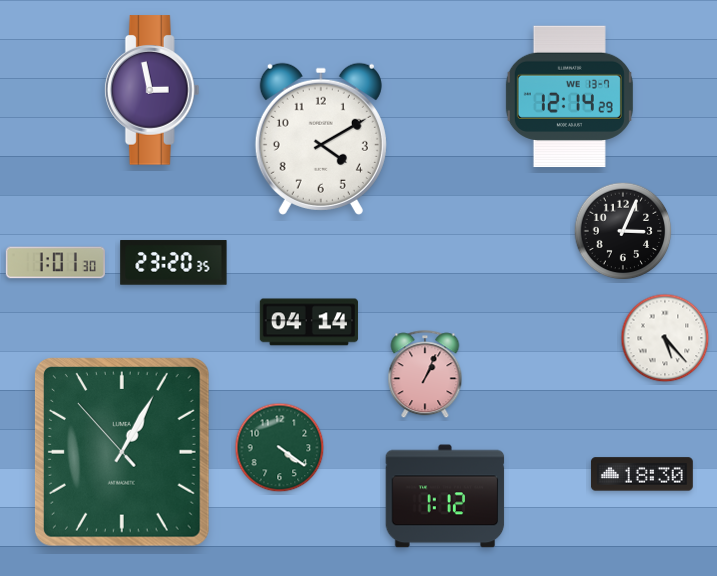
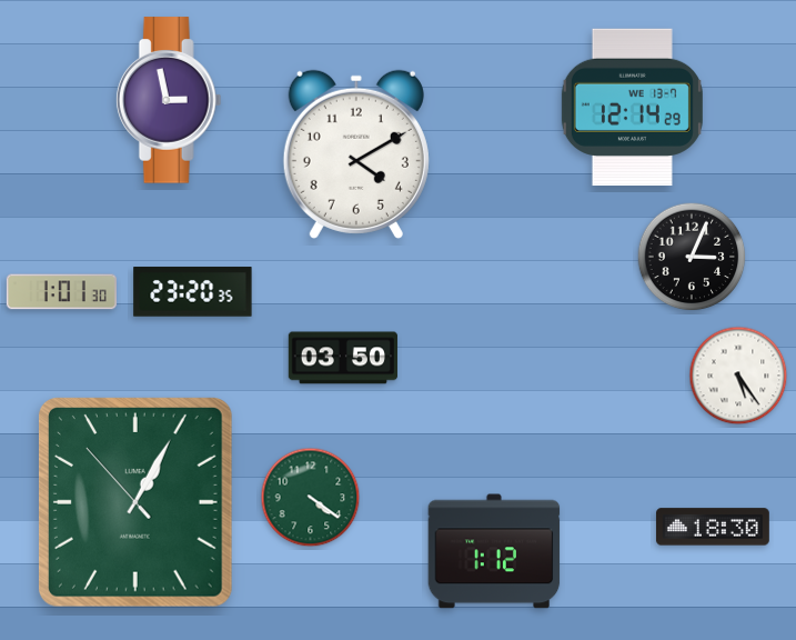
clock at (309, 322): 04:14 -> 03:50
clock at (665, 338): 5:23 -> 5:24
clock at (425, 375): 1:04 -> none
